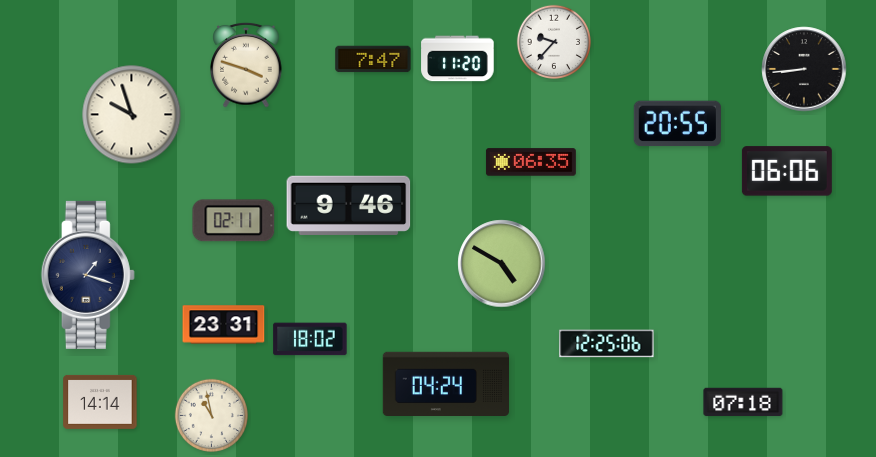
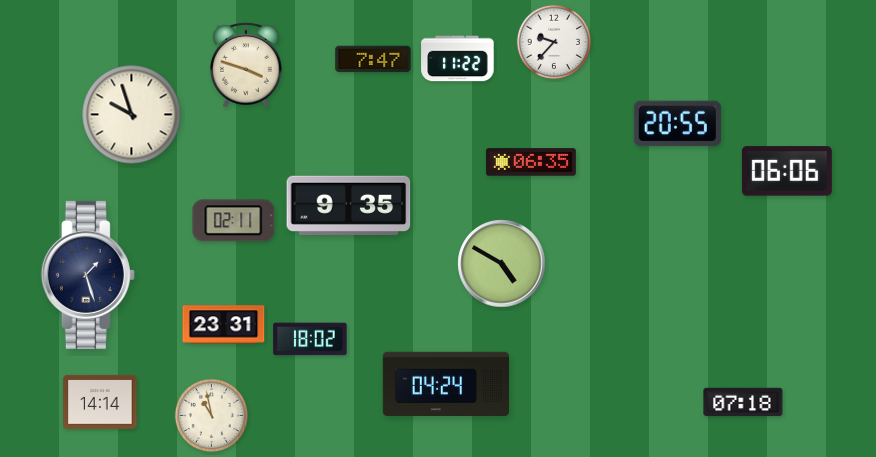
clock at (458, 59): 11:20 -> 11:22
clock at (804, 69): 8:44 -> none
clock at (349, 205): 9:46 -> 9:35
clock at (88, 275): 1:18 -> 1:27
clock at (607, 344): 12:25 -> none
